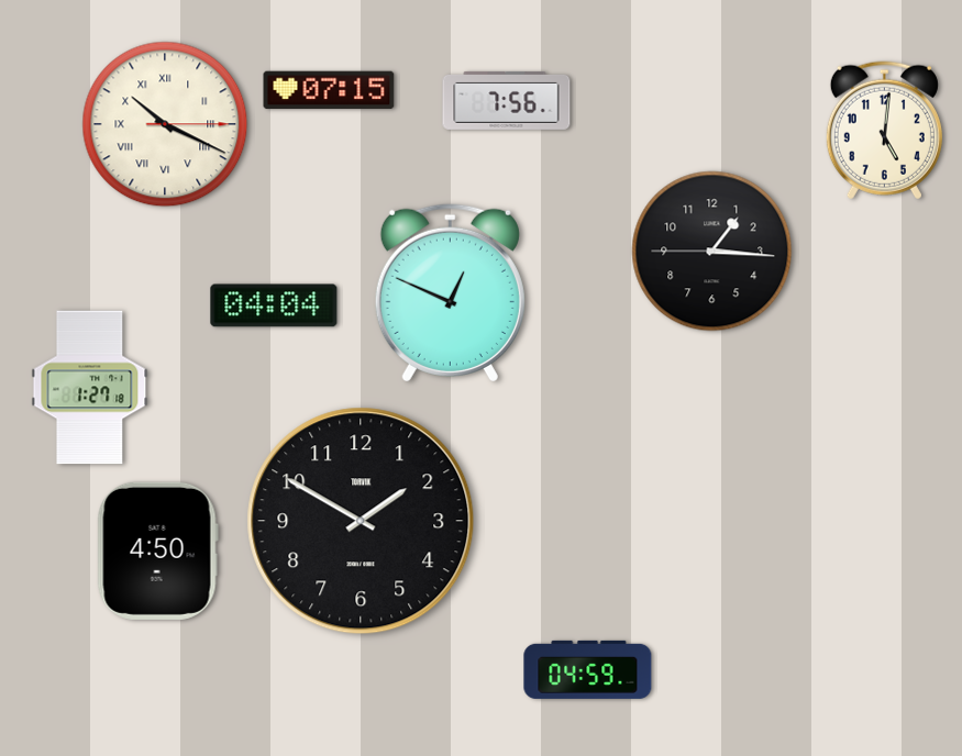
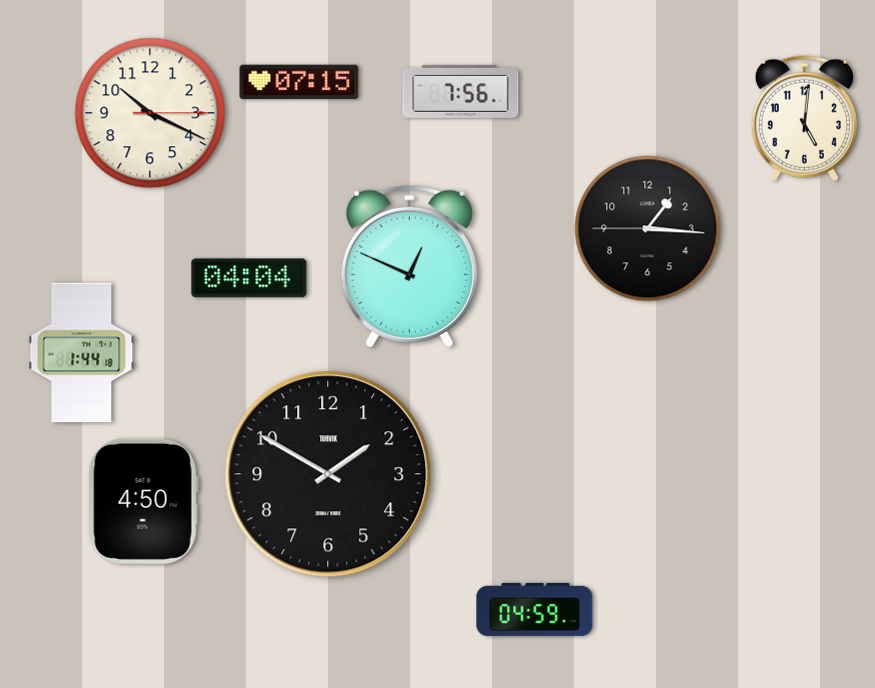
clock at (165, 124) numerals: Roman -> Arabic
clock at (90, 388): 1:27 -> 1:44
